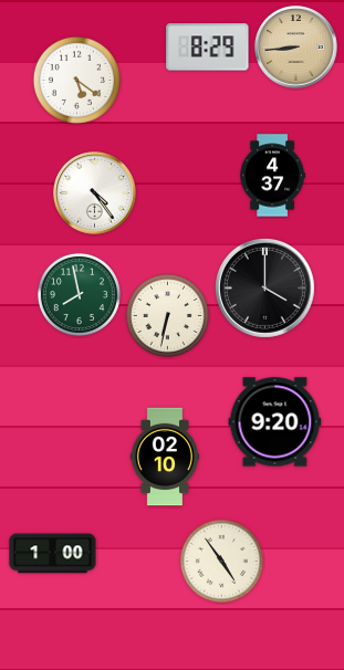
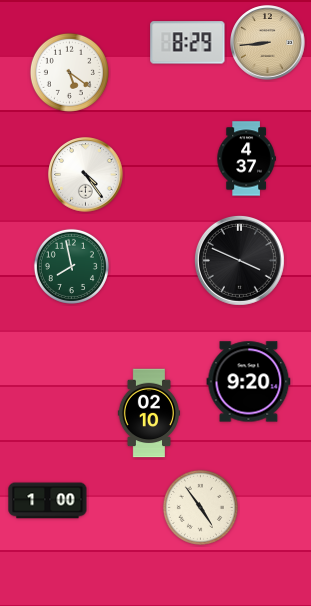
clock at (264, 287): 4:00 -> 3:49
clock at (167, 315): 6:32 -> none
